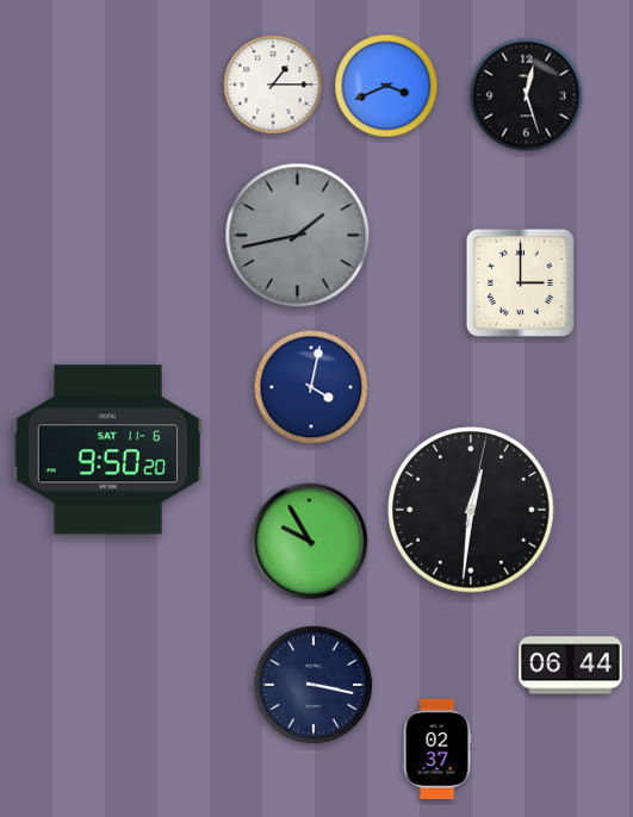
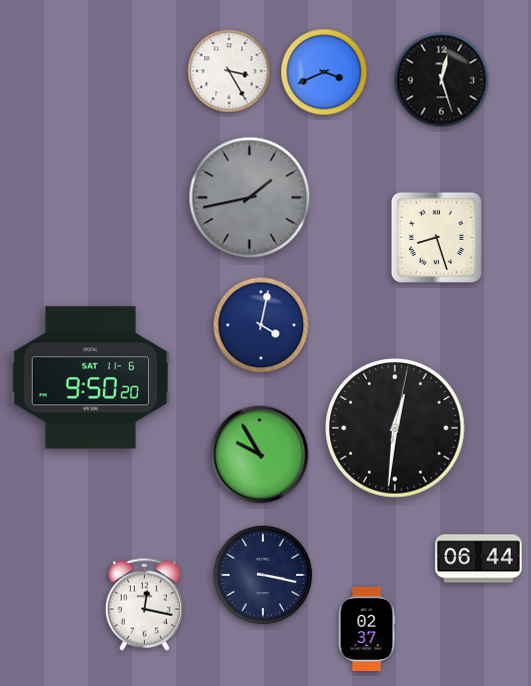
clock at (273, 85): 1:15 -> 3:25
clock at (520, 282): 3:00 -> 8:27
clock at (144, 604): none -> 12:17
